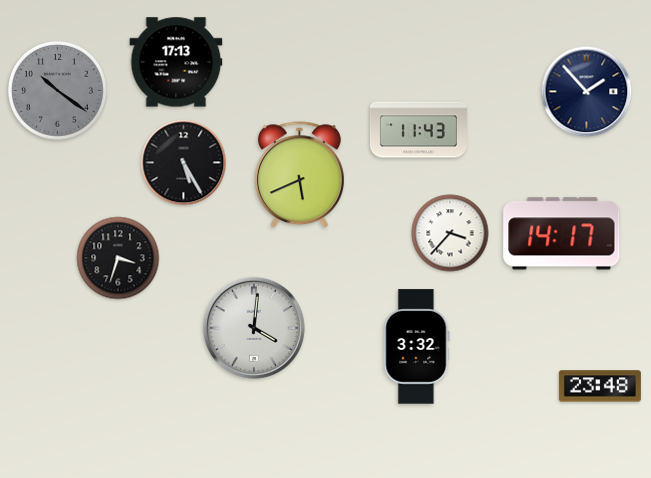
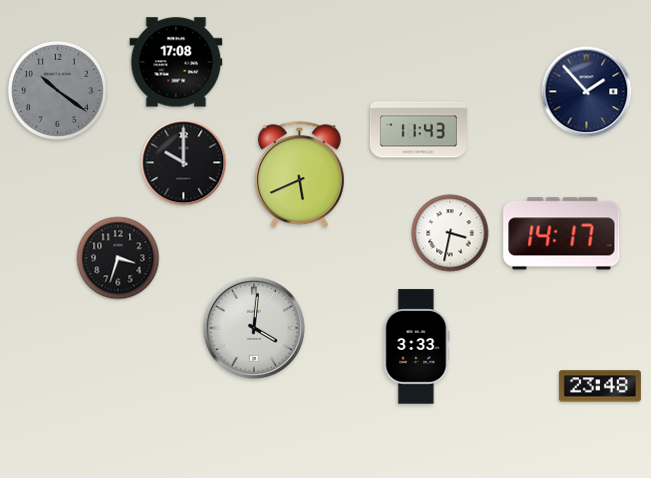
clock at (176, 62): 17:13 -> 17:08
clock at (184, 163): 5:25 -> 10:00
clock at (450, 233): 3:37 -> 3:32
clock at (416, 347): 3:32 -> 3:33
